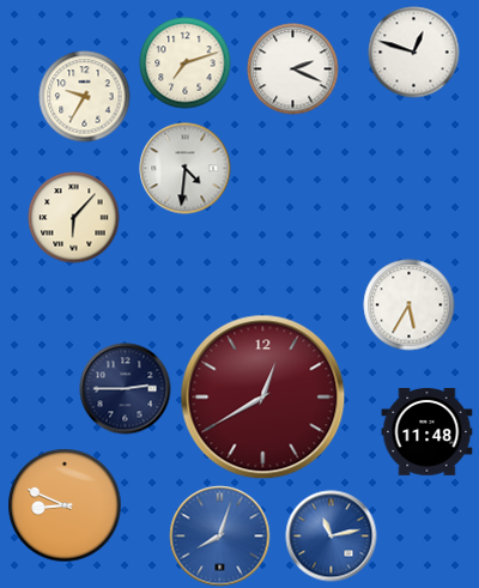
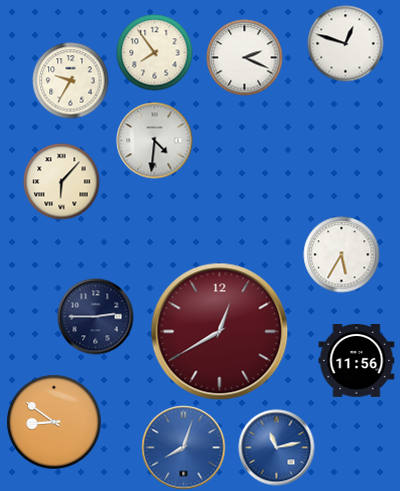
clock at (186, 63): 7:12 -> 7:54
clock at (126, 389) position: (126, 389) -> (96, 317)
clock at (428, 432): 11:48 -> 11:56
clock at (65, 505): 8:49 -> 8:51
